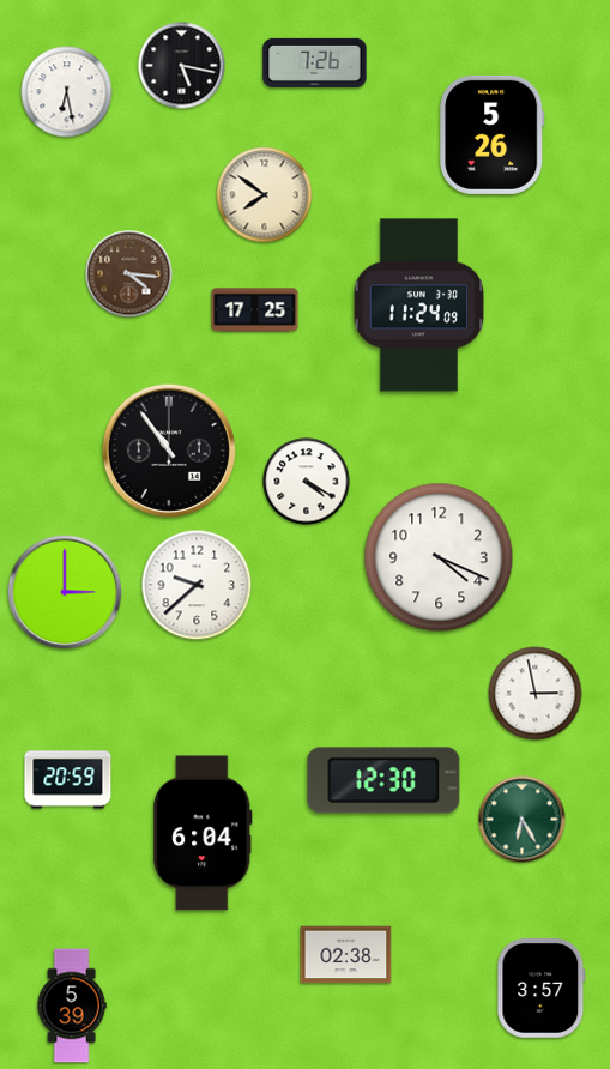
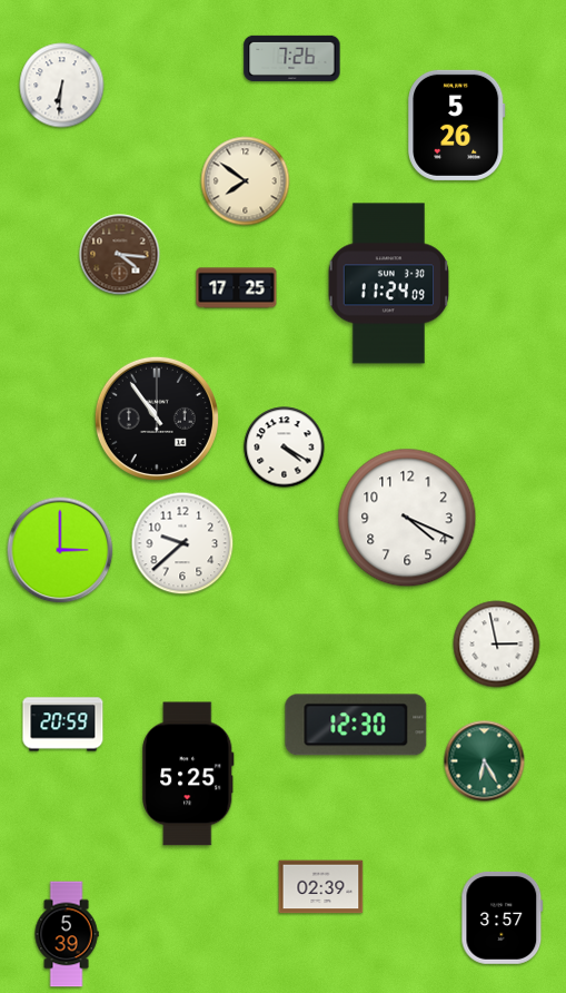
clock at (182, 66): 5:17 -> none
clock at (67, 92): 6:28 -> 6:31
clock at (203, 833): 6:04 -> 5:25
clock at (346, 955): 02:38 -> 02:39
